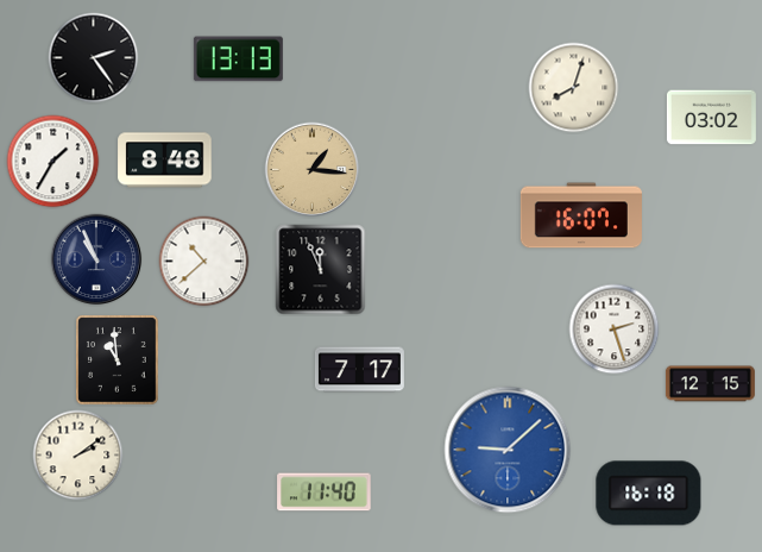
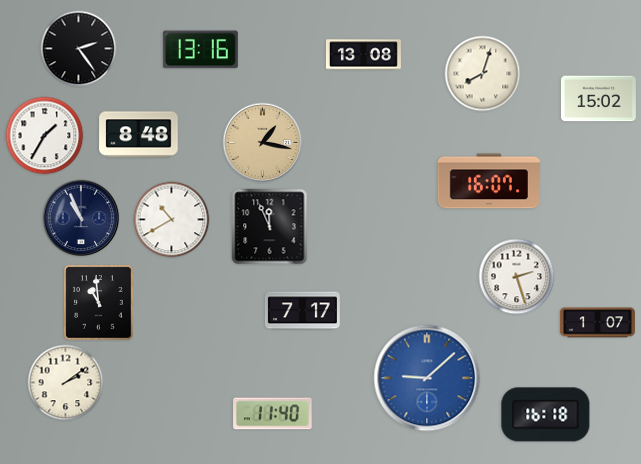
clock at (238, 59): 13:13 -> 13:16
clock at (363, 55): none -> 13:08
clock at (711, 118): 03:02 -> 15:02
clock at (313, 170): 1:16 -> 1:17
clock at (204, 262): 10:38 -> 10:40
clock at (710, 384): 12:15 -> 1:07
